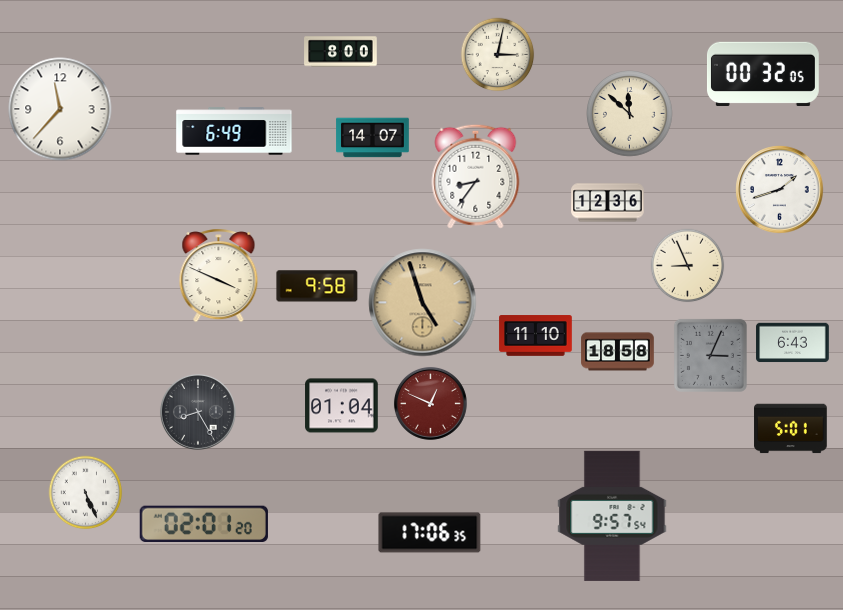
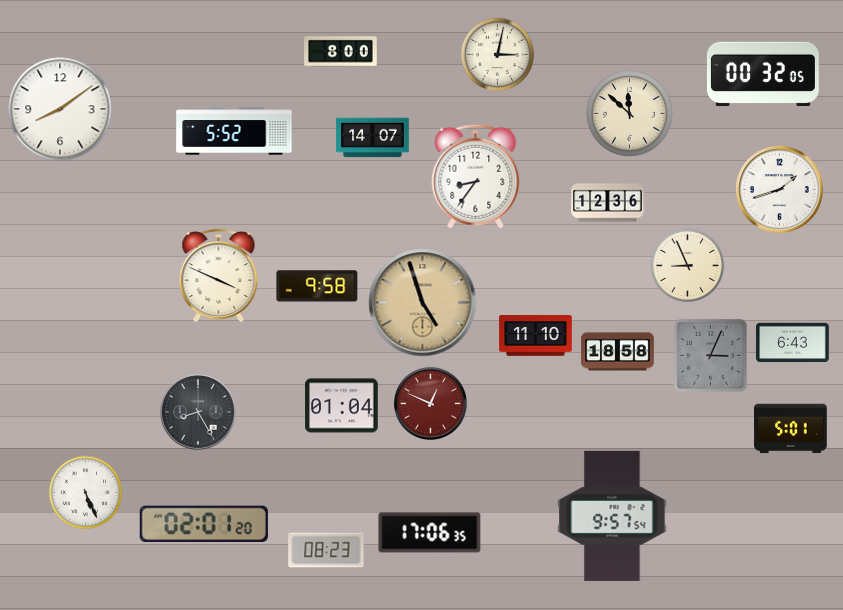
clock at (60, 109): 11:37 -> 8:09
clock at (234, 131): 6:49 -> 5:52
clock at (326, 550): none -> 08:23
